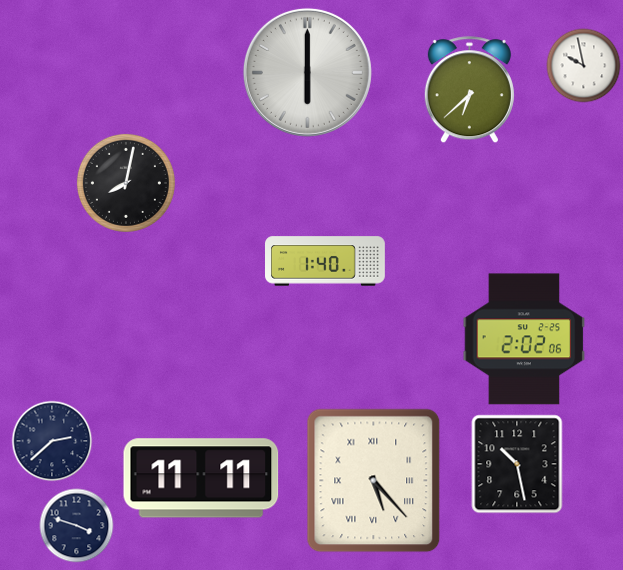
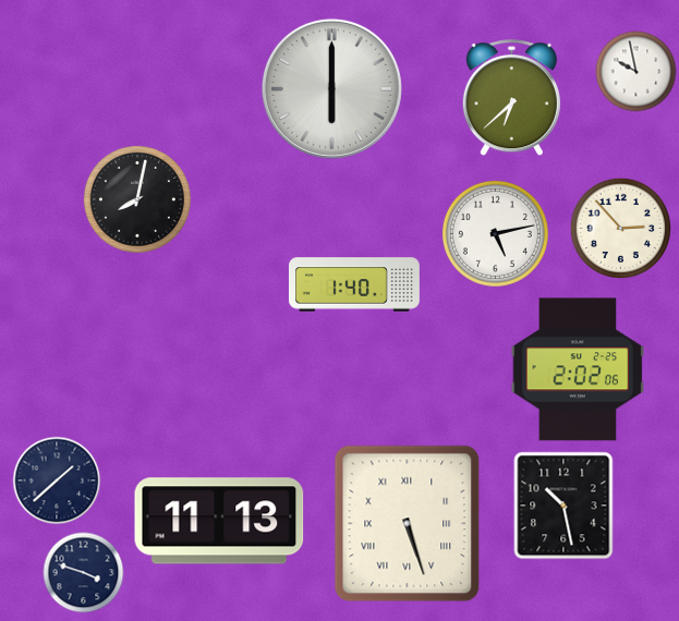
clock at (307, 72) position: (307, 72) -> (331, 88)
clock at (620, 228): none -> 2:53
clock at (495, 233): none -> 5:13
clock at (524, 339) position: (524, 339) -> (578, 369)
clock at (52, 441): 2:38 -> 1:38
clock at (201, 478): 11:11 -> 11:13
clock at (374, 481): 5:23 -> 5:27
